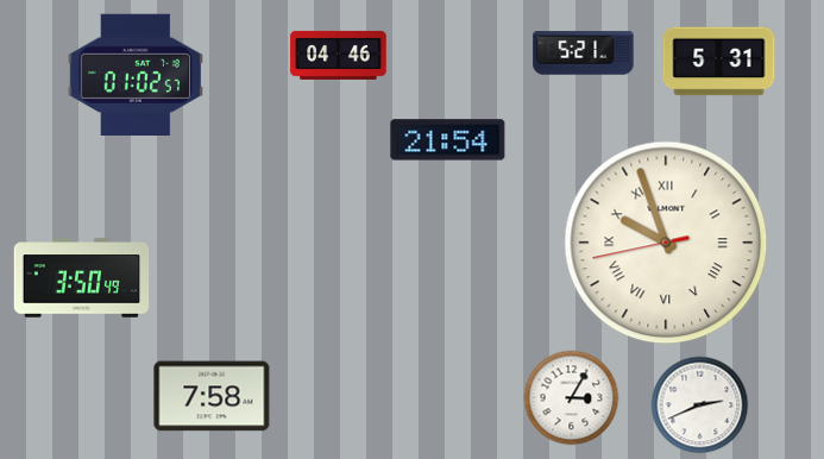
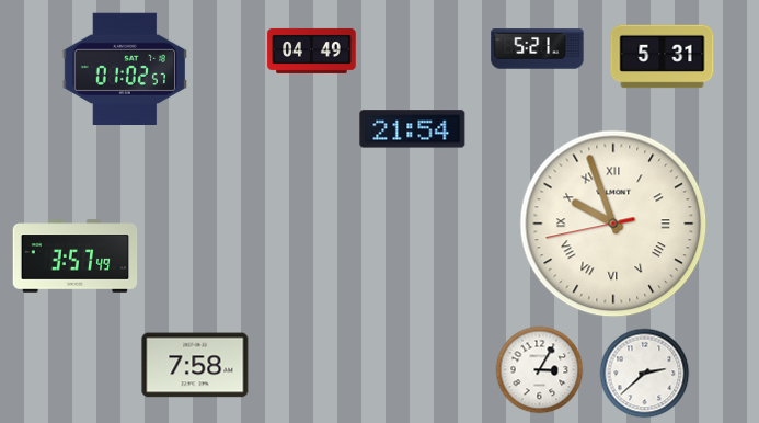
clock at (339, 55): 04:46 -> 04:49
clock at (82, 278): 3:50 -> 3:57
clock at (571, 397) position: (571, 397) -> (539, 369)
clock at (699, 404): 2:41 -> 2:38
